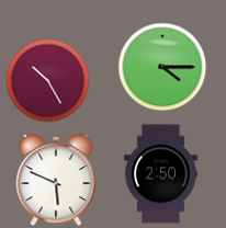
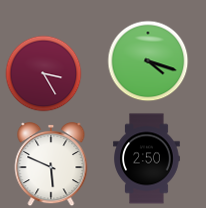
clock at (162, 67): 4:15 -> 4:18
clock at (48, 81): 10:25 -> 3:25
